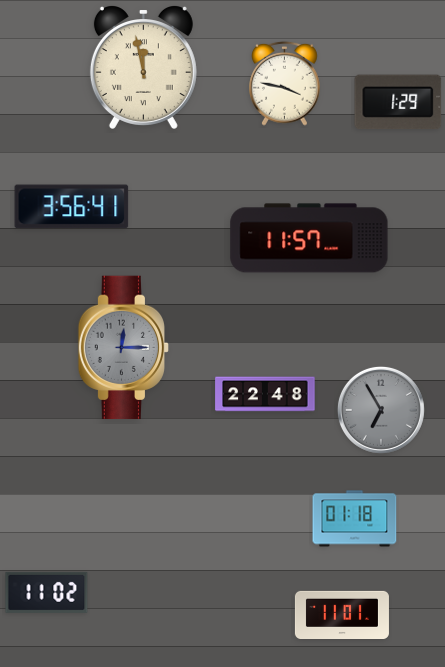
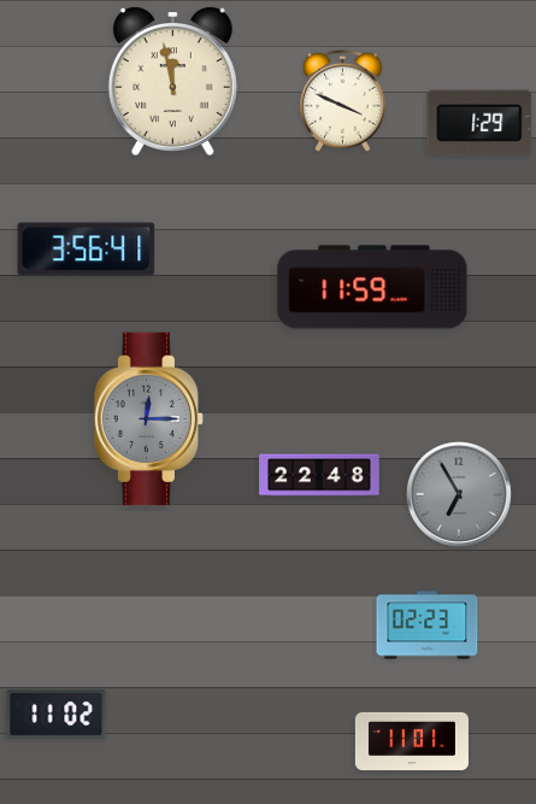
clock at (285, 83): 3:47 -> 3:49
clock at (309, 238): 11:57 -> 11:59
clock at (355, 519): 01:18 -> 02:23
